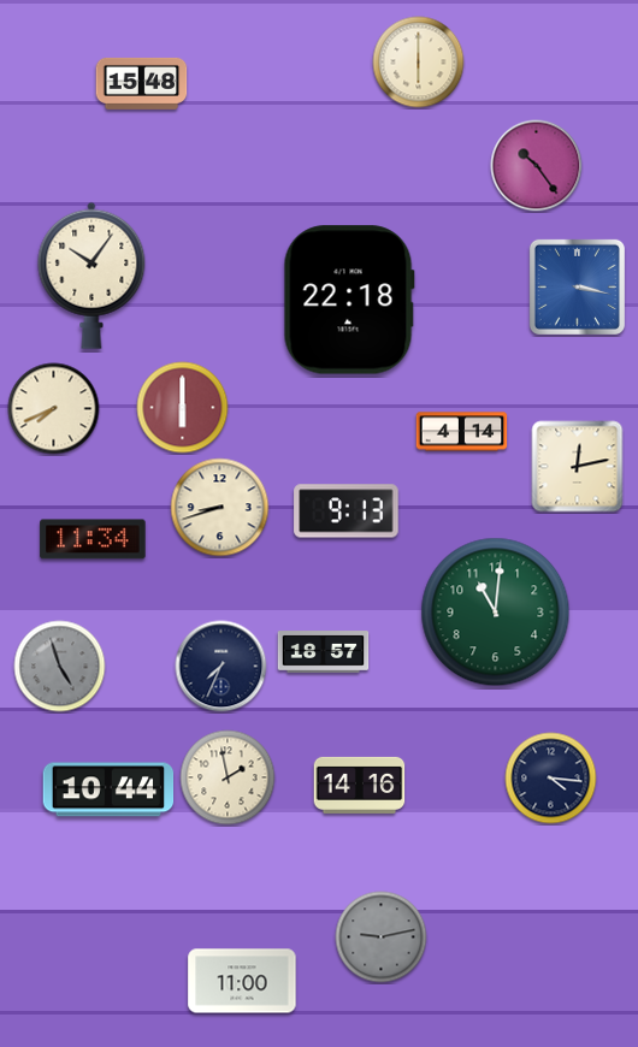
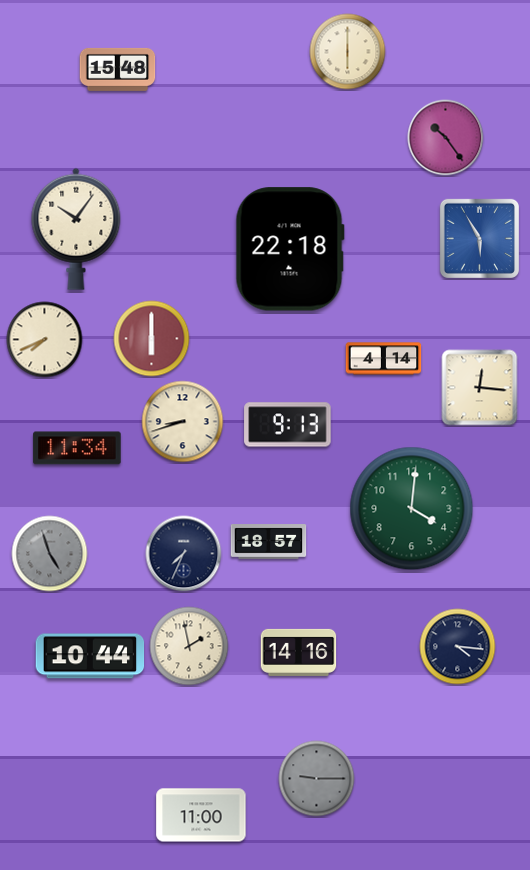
clock at (577, 286): 3:17 -> 5:55
clock at (578, 467): 12:13 -> 12:16
clock at (496, 613): 11:01 -> 4:01
clock at (382, 937): 9:13 -> 9:15
